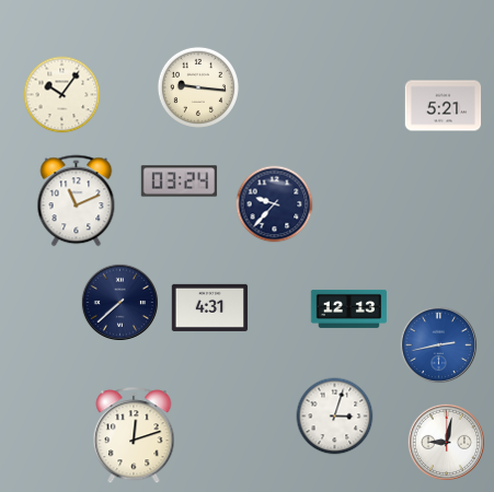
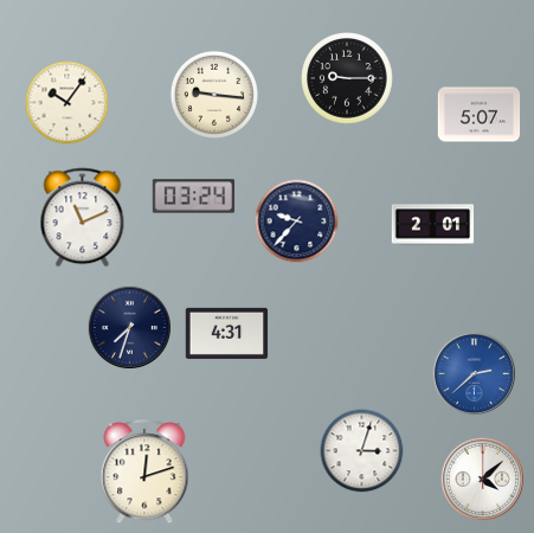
clock at (348, 79): none -> 9:15
clock at (444, 106): 5:21 -> 5:07
clock at (433, 225): none -> 2:01
clock at (119, 302): 7:38 -> 7:33
clock at (349, 308): 12:13 -> none
clock at (438, 344): 2:43 -> 2:38
clock at (446, 442): 9:02 -> 4:08
